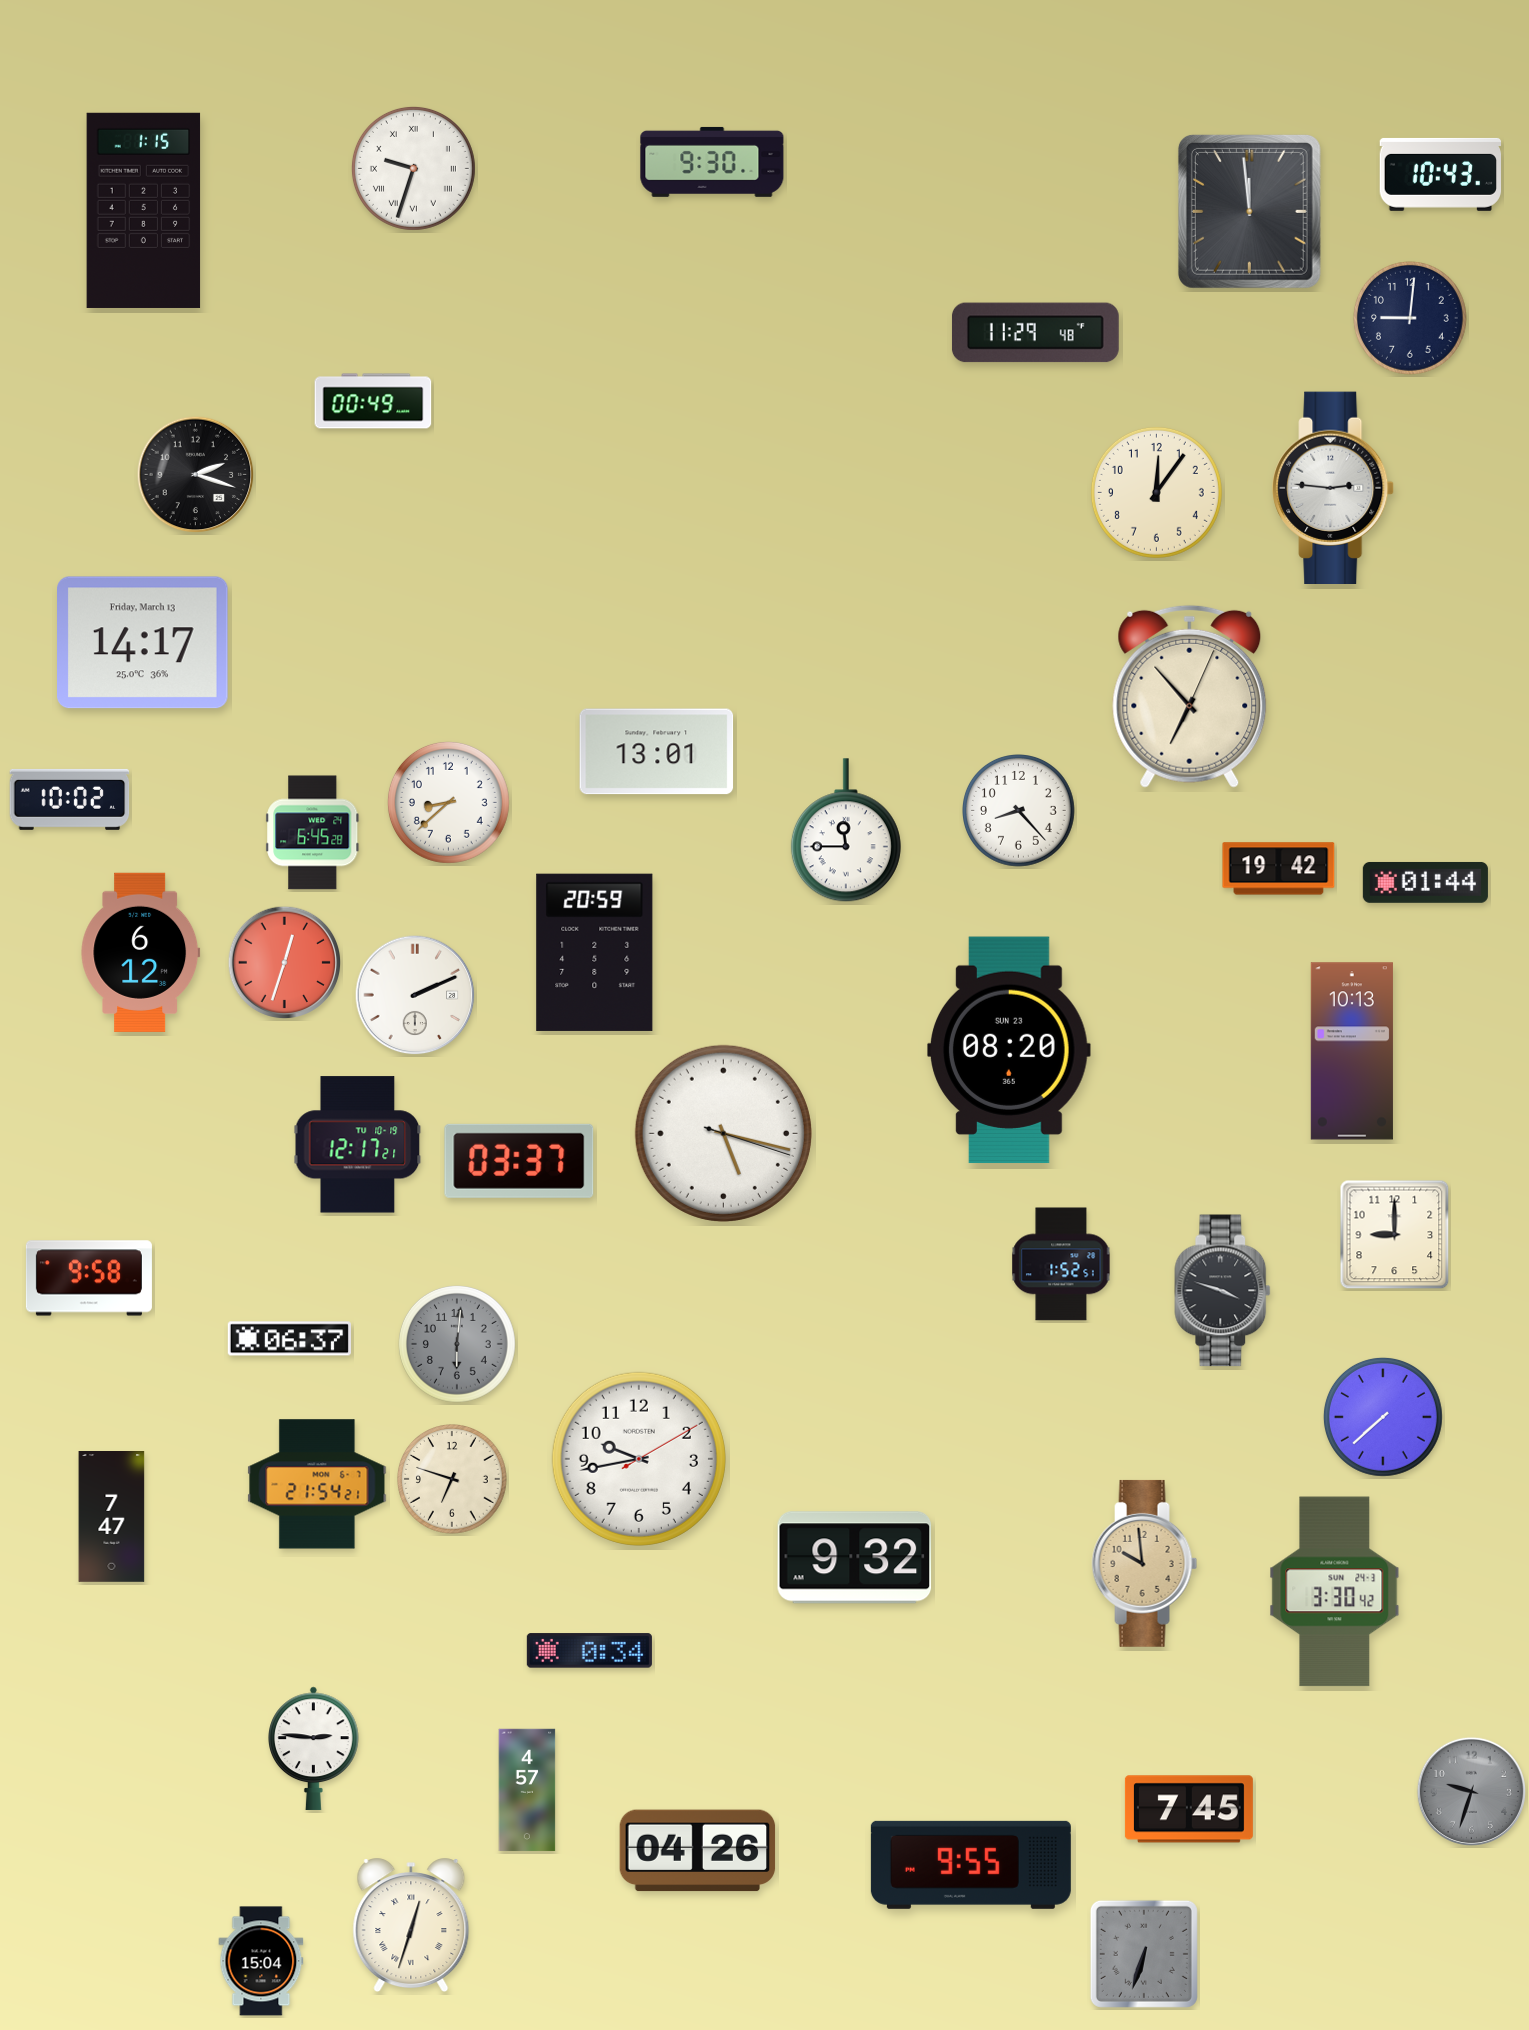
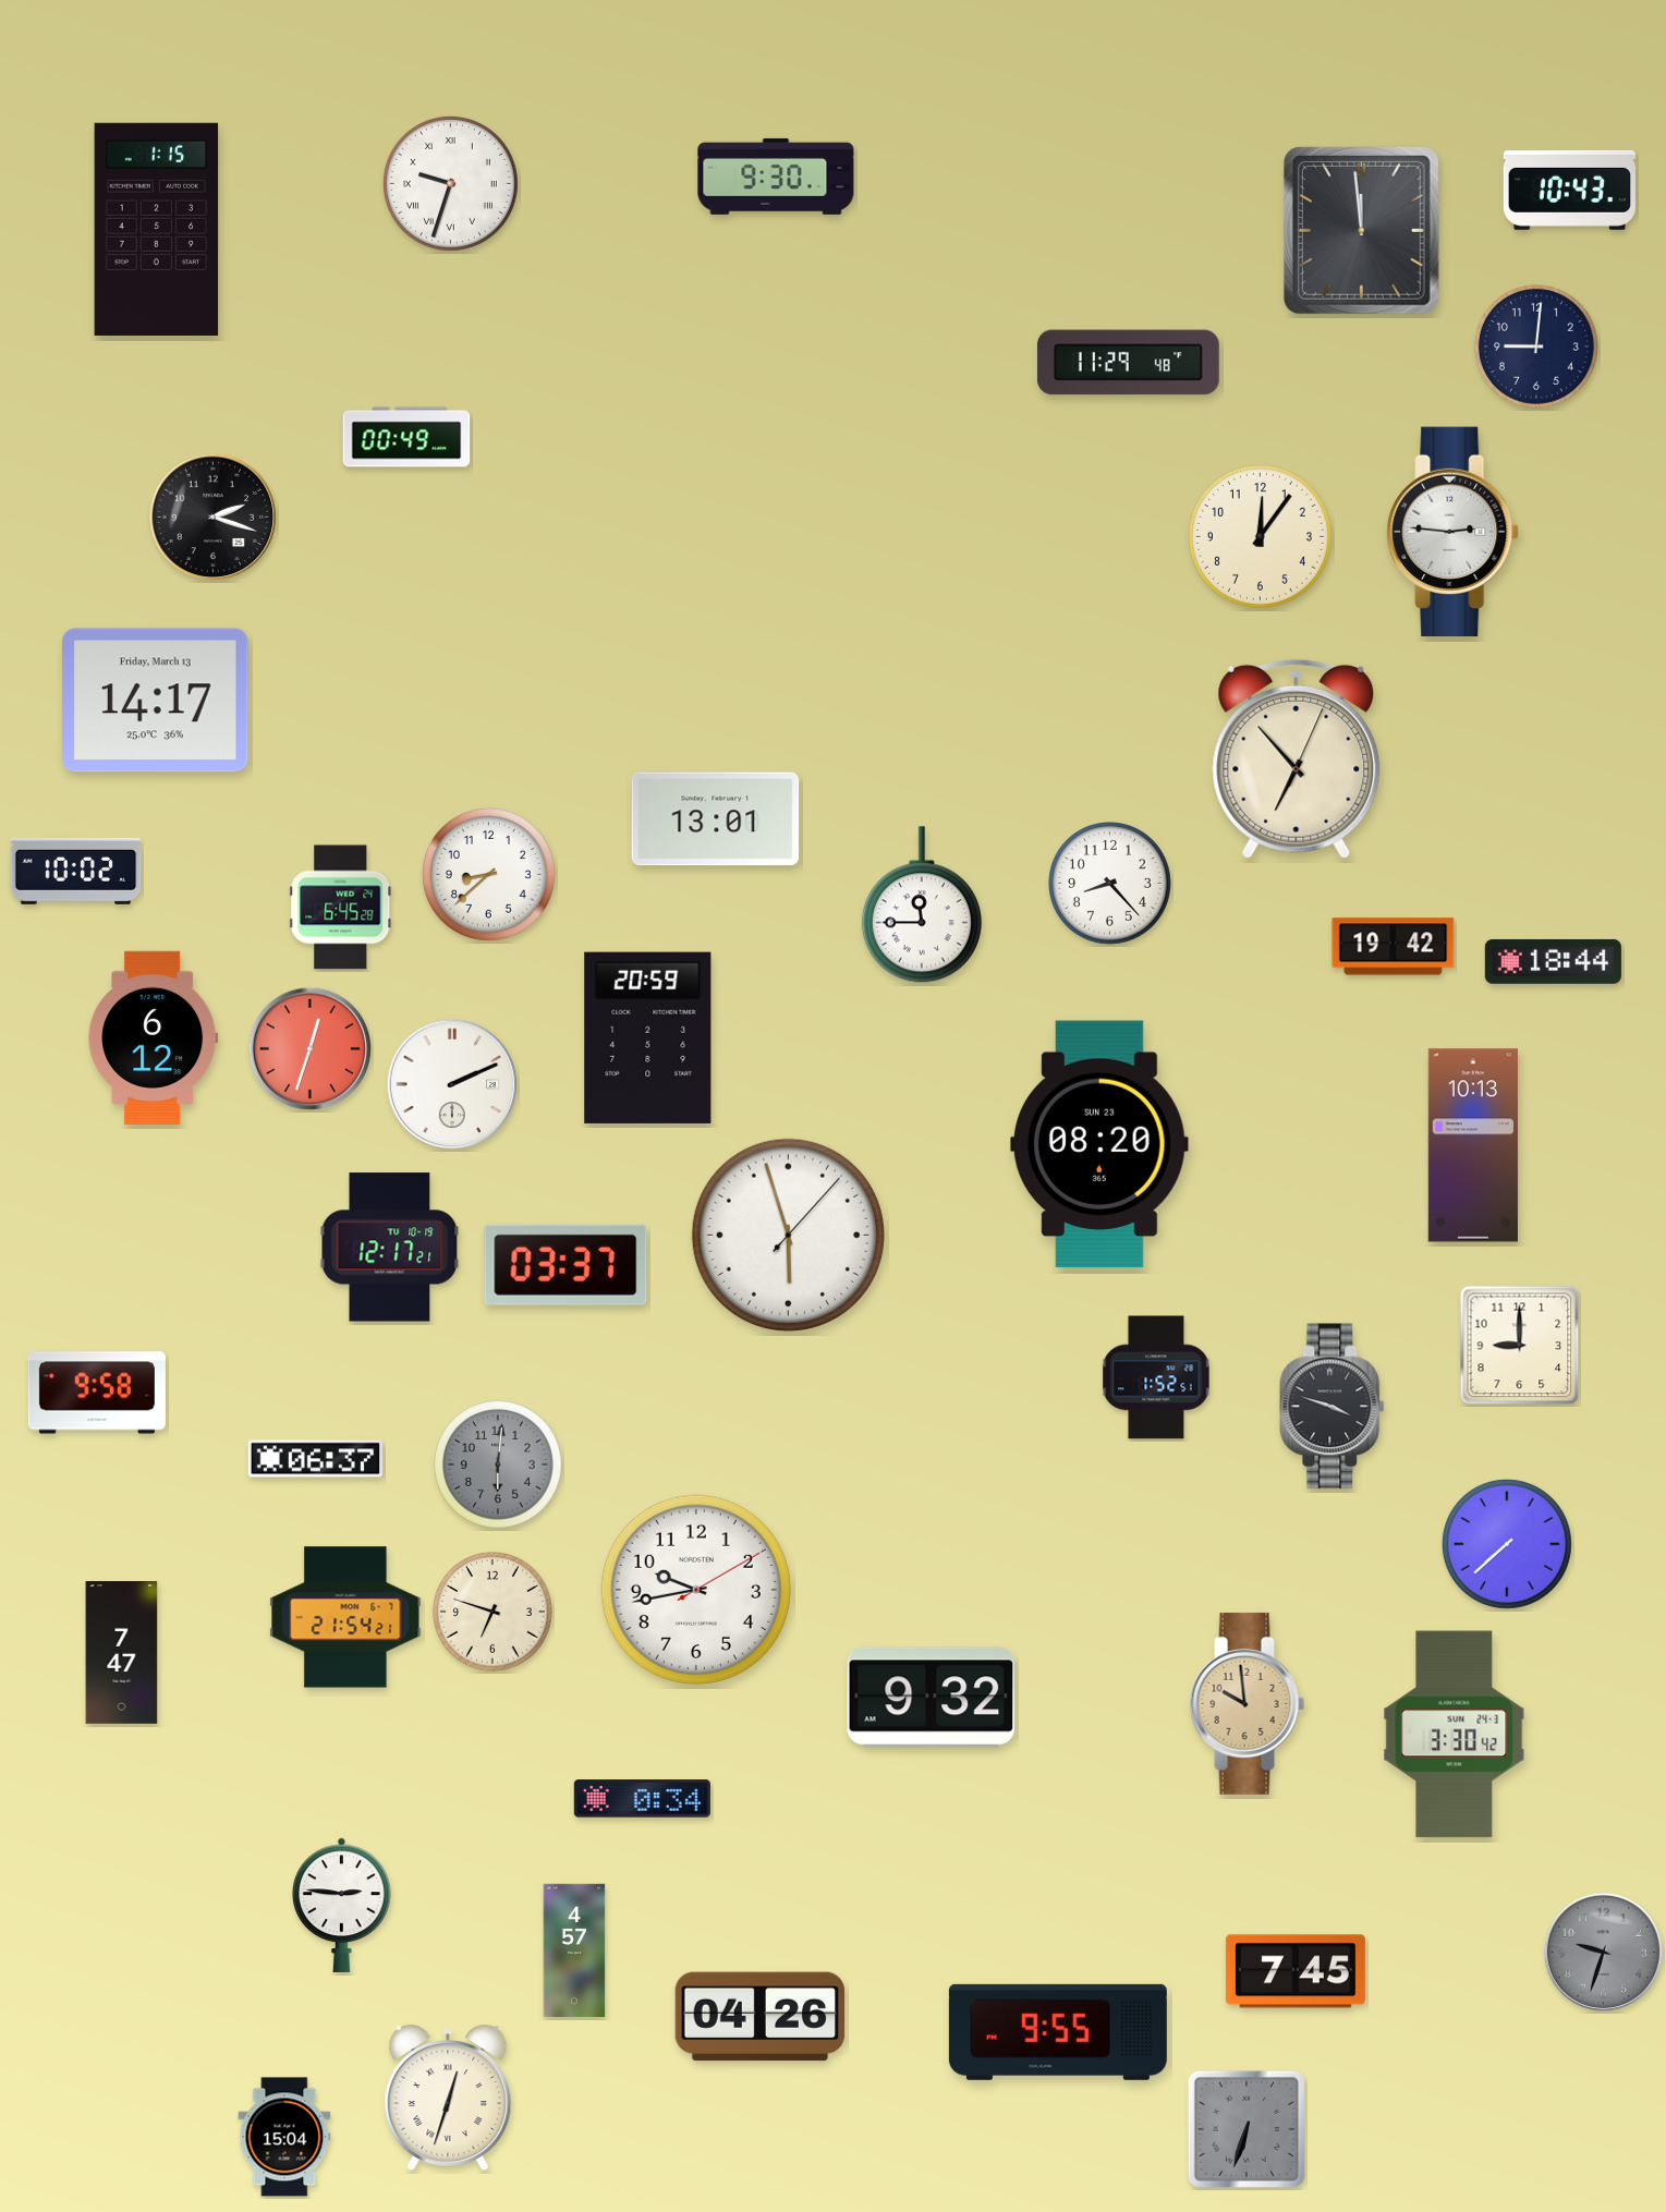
clock at (1425, 882): 01:44 -> 18:44
clock at (723, 1133): 5:17 -> 5:57
